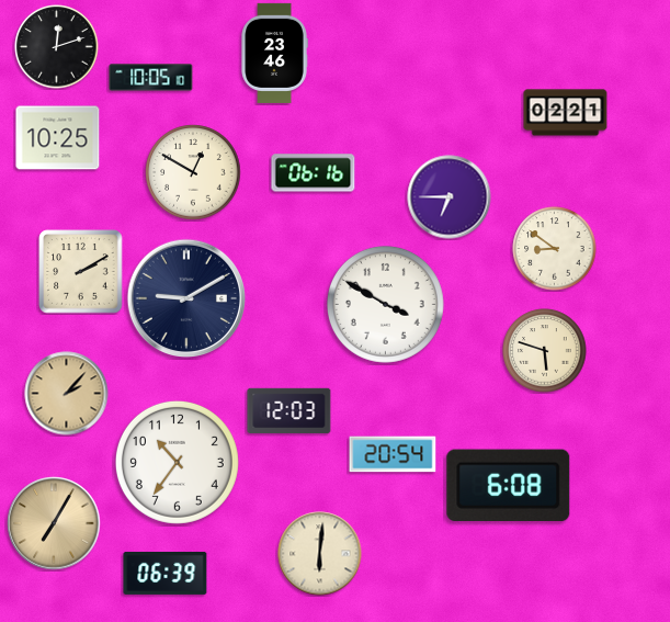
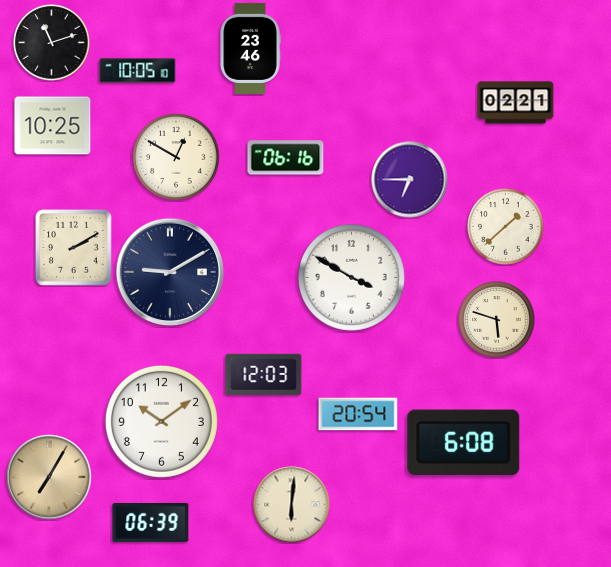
clock at (57, 47): 12:12 -> 11:12
clock at (555, 249): 8:51 -> 1:38
clock at (67, 394): 2:07 -> none
clock at (177, 462): 10:36 -> 10:09
